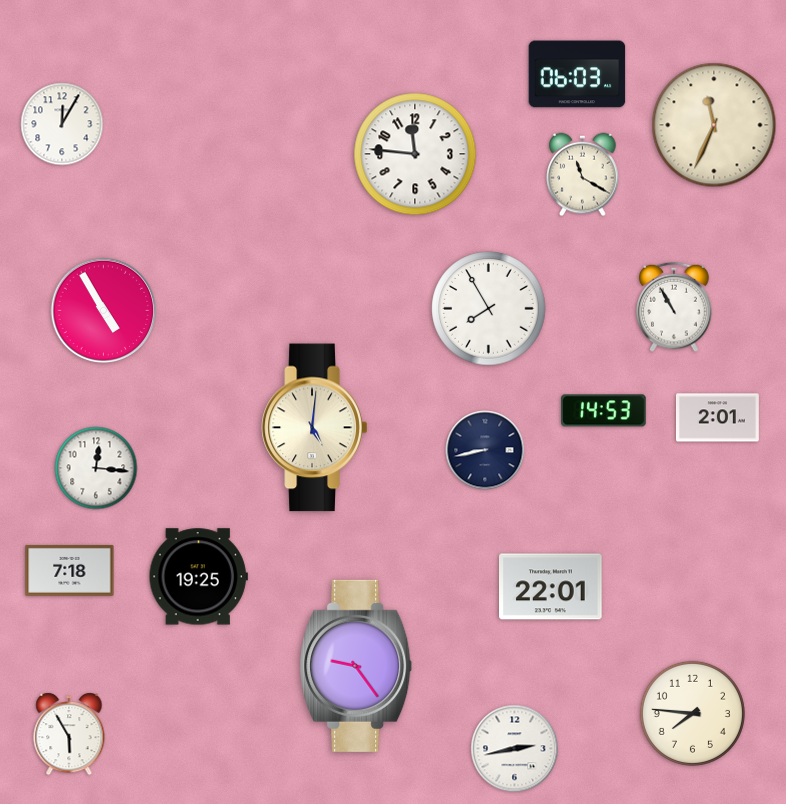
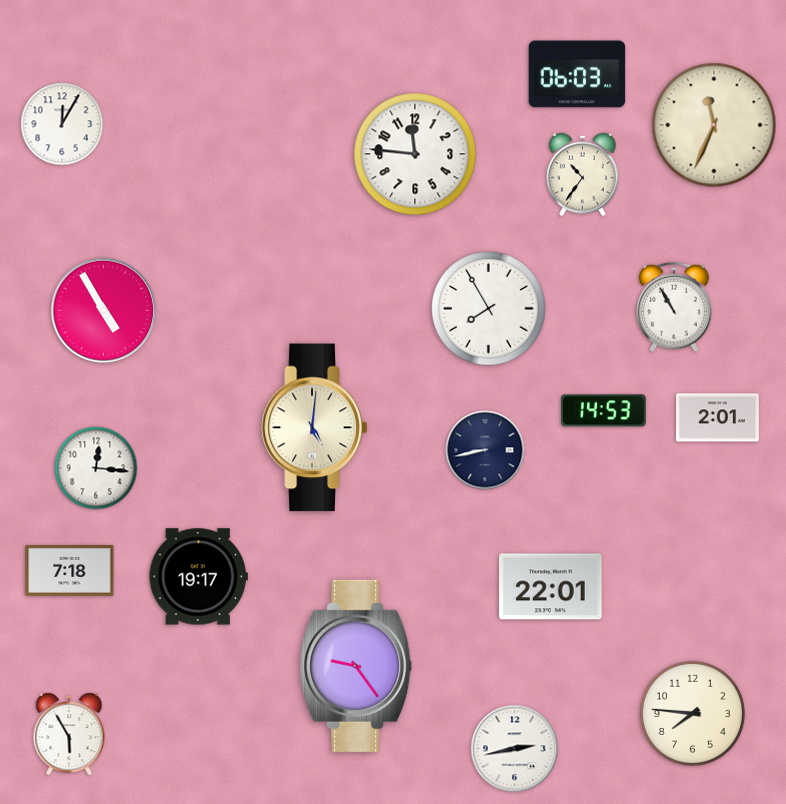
clock at (583, 175): 11:20 -> 10:36
clock at (198, 577): 19:25 -> 19:17
